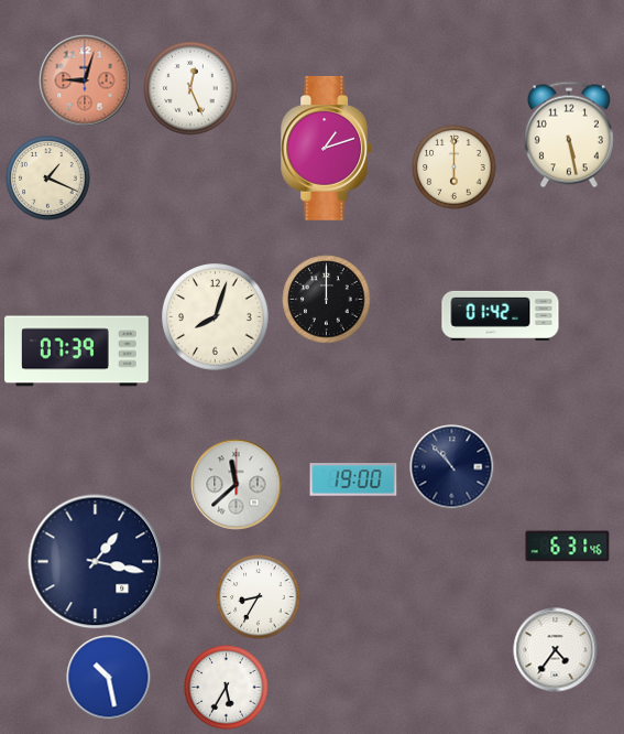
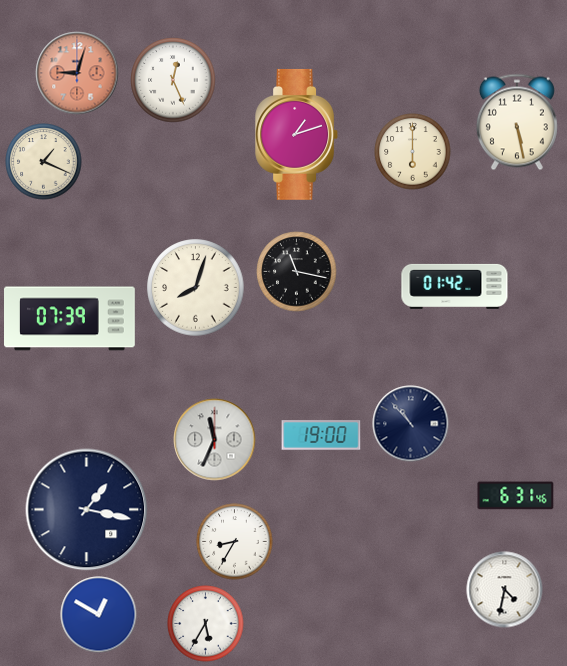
clock at (327, 300): 12:00 -> 11:17
clock at (237, 485): 11:38 -> 11:34
clock at (556, 650): 4:36 -> 4:32
clock at (109, 678): 10:28 -> 12:50
